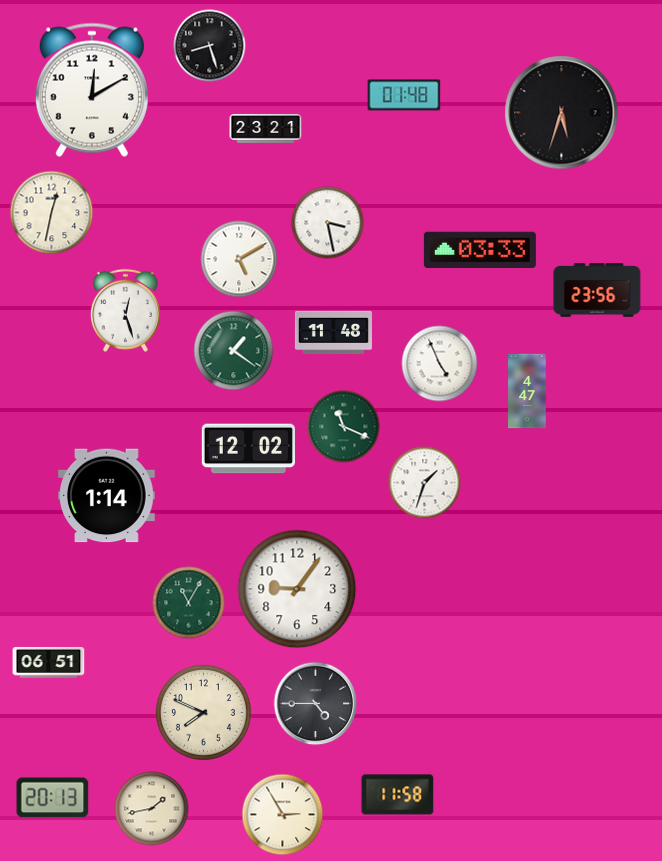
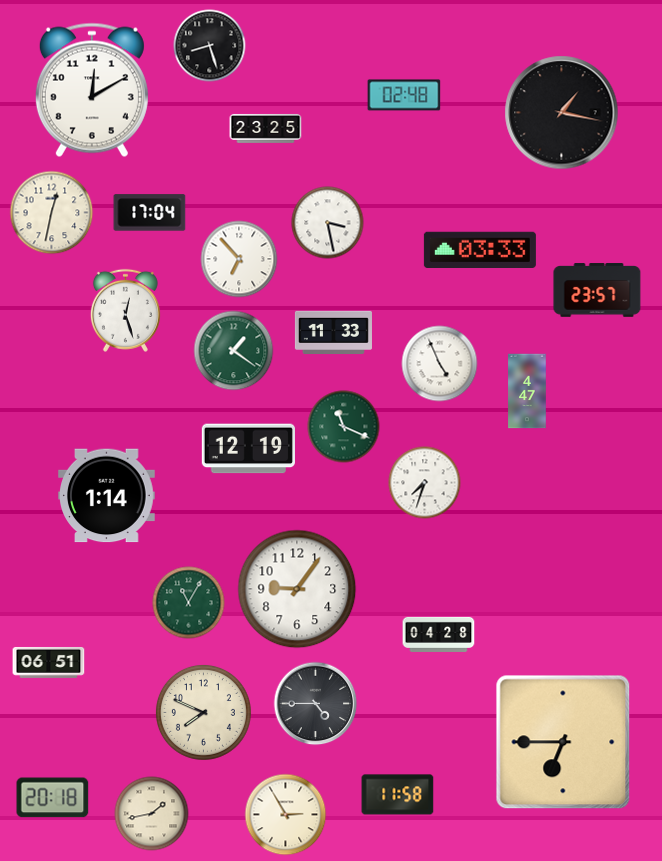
clock at (404, 95): 01:48 -> 02:48
clock at (562, 113): 5:33 -> 1:17
clock at (266, 128): 23:21 -> 23:25
clock at (150, 213): none -> 17:04
clock at (239, 259): 5:10 -> 6:53
clock at (597, 290): 23:56 -> 23:57
clock at (333, 333): 11:48 -> 11:33
clock at (248, 449): 12:02 -> 12:19
clock at (425, 483): 1:33 -> 7:33
clock at (439, 634): none -> 04:28
clock at (563, 742): none -> 6:45
clock at (53, 798): 20:13 -> 20:18
clock at (152, 809) position: (152, 809) -> (152, 814)
clock at (283, 815) position: (283, 815) -> (286, 815)
